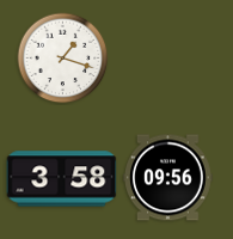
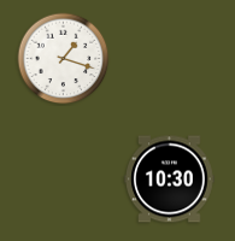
clock at (168, 178): 09:56 -> 10:30
clock at (62, 179): 3:58 -> none
